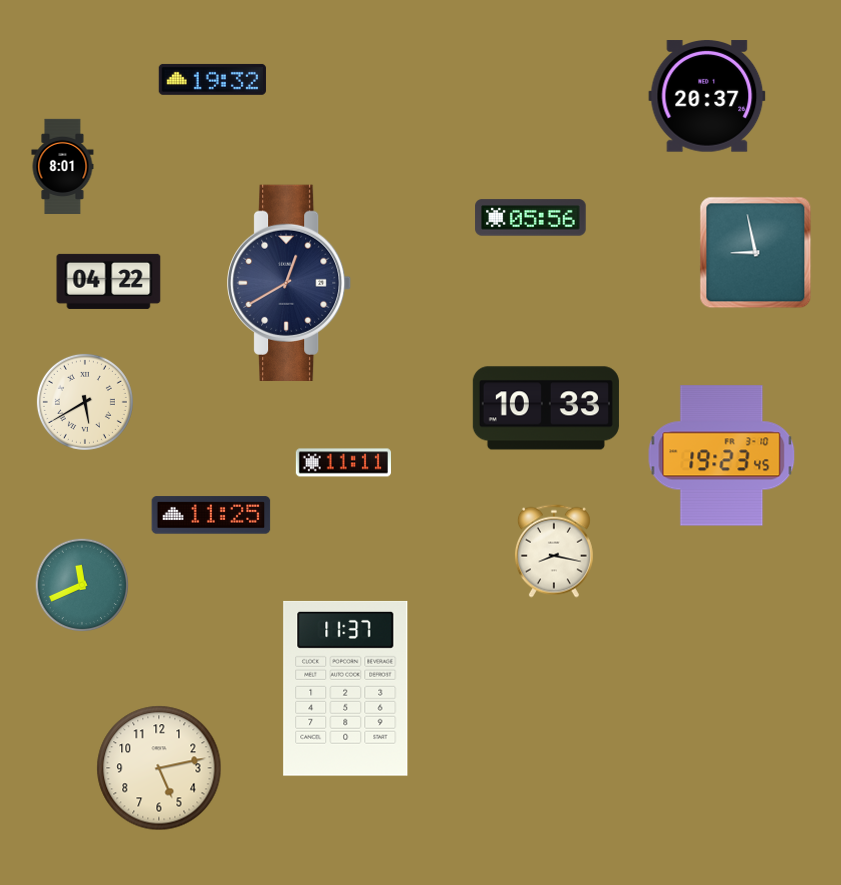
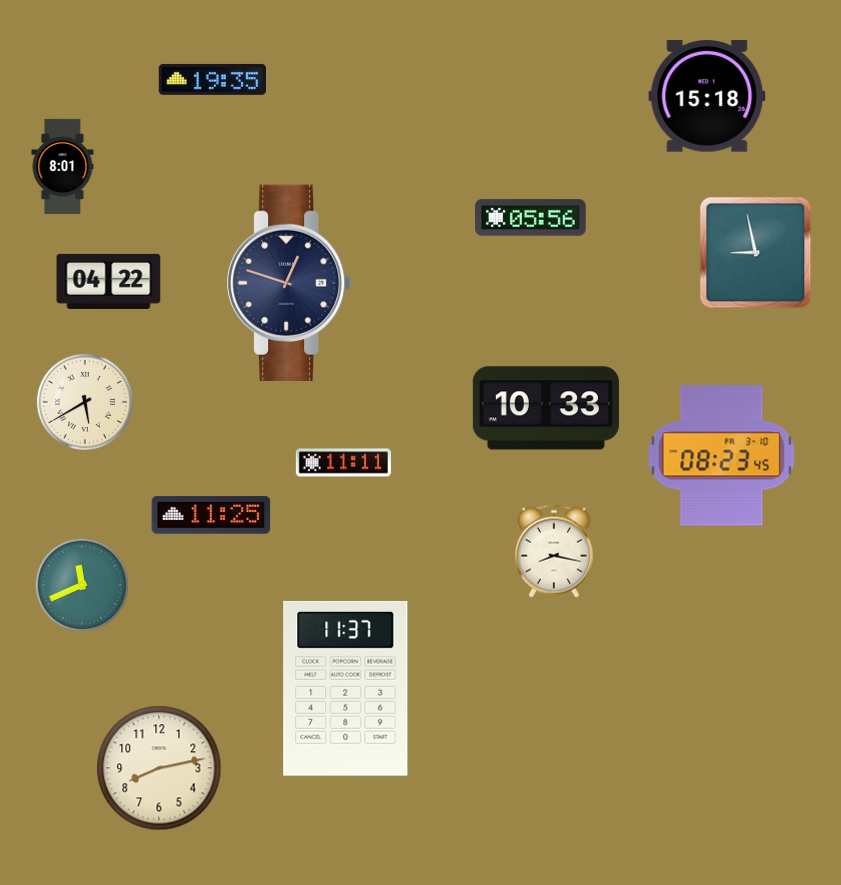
clock at (212, 79): 19:32 -> 19:35
clock at (707, 96): 20:37 -> 15:18
clock at (290, 283): 12:40 -> 12:48
clock at (722, 456): 19:23 -> 08:23
clock at (159, 768): 5:13 -> 8:13
